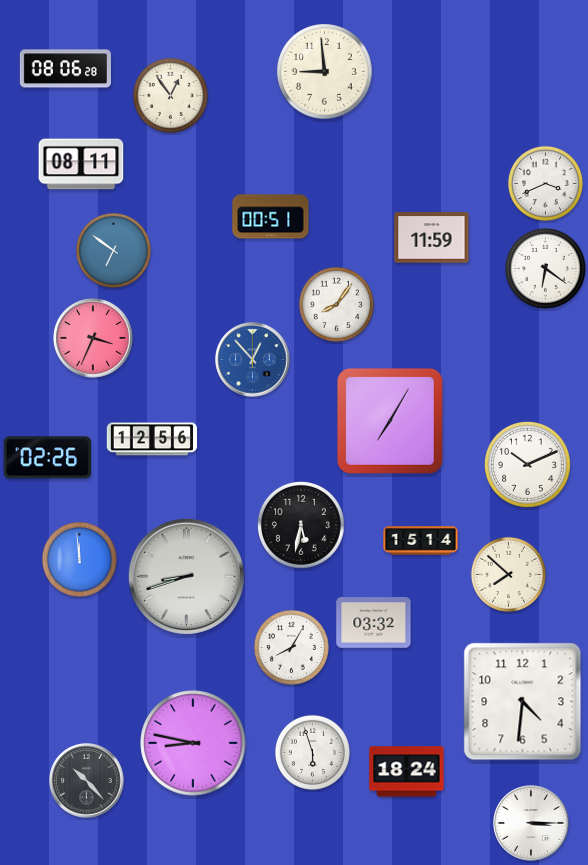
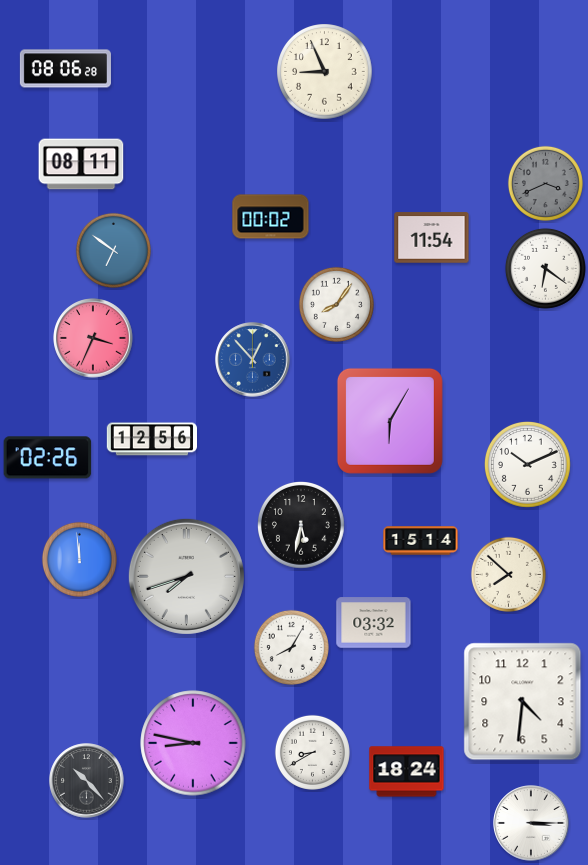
clock at (325, 72): 8:59 -> 8:56
clock at (170, 95): 12:54 -> none
clock at (545, 183) dial: white -> grey
clock at (271, 217): 00:51 -> 00:02
clock at (432, 238): 11:59 -> 11:54
clock at (390, 421): 7:05 -> 6:05
clock at (186, 576): 8:42 -> 7:42
clock at (312, 752): 5:57 -> 8:40
